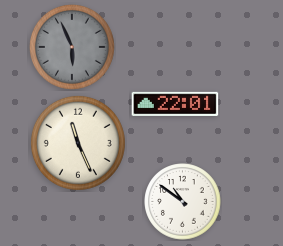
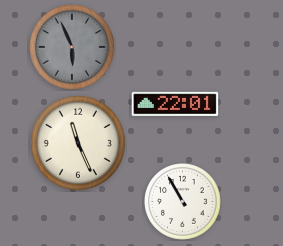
clock at (183, 202): 10:51 -> 10:55
